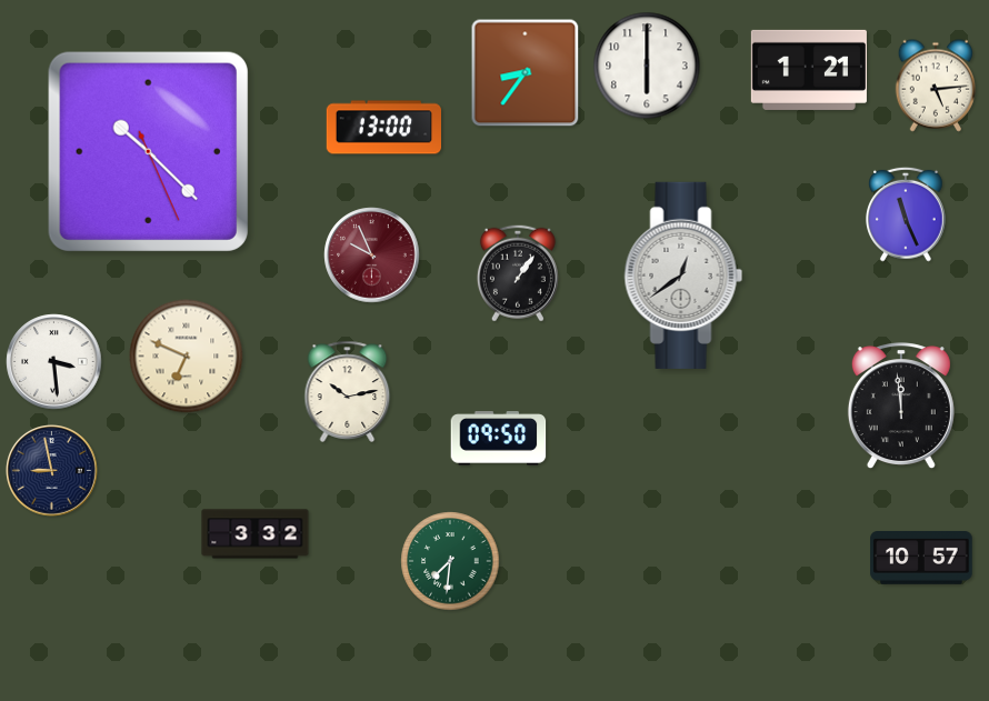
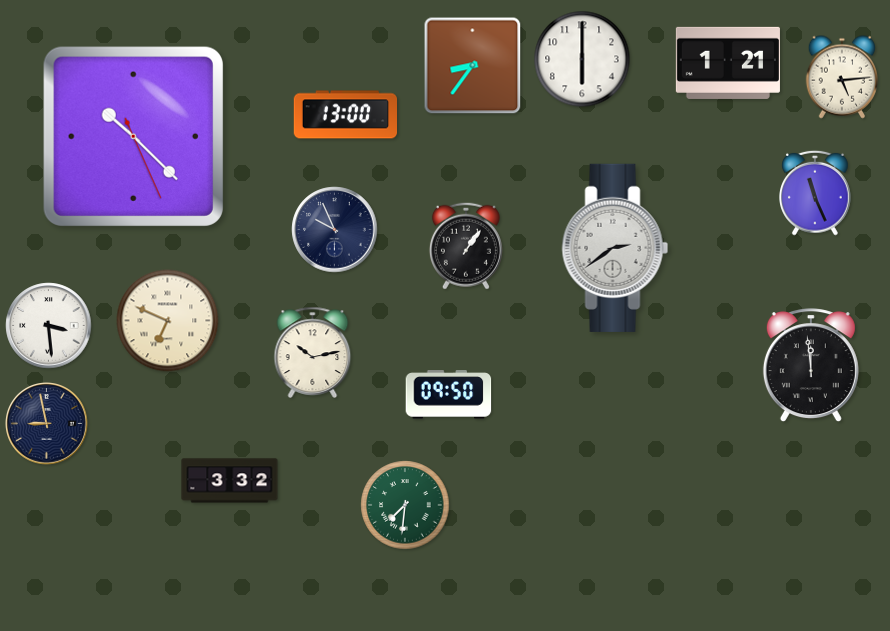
clock at (372, 256) dial: burgundy -> navy
clock at (683, 276): 12:39 -> 2:39
clock at (921, 559): 10:57 -> none
